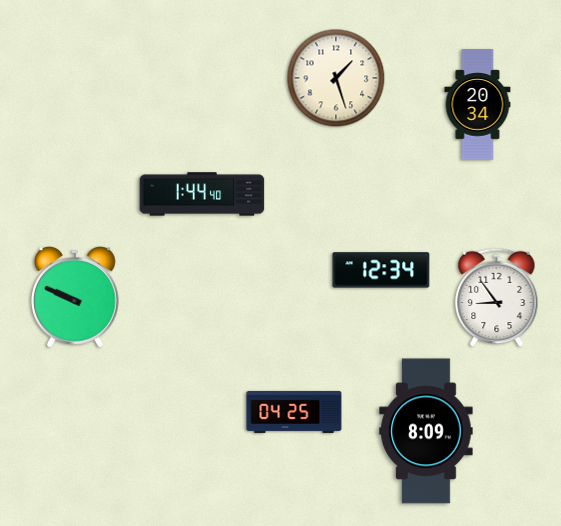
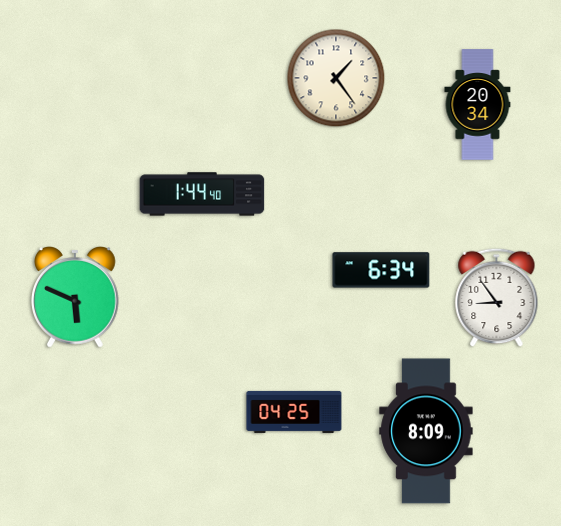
clock at (336, 78): 1:27 -> 1:24
clock at (381, 270): 12:34 -> 6:34
clock at (76, 297): 9:49 -> 5:49
